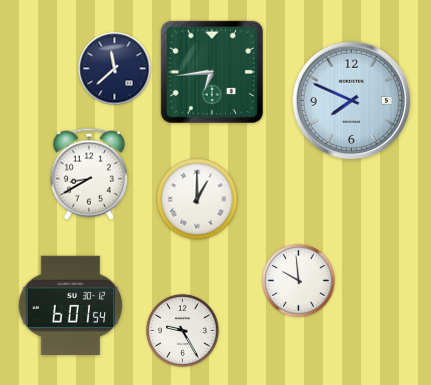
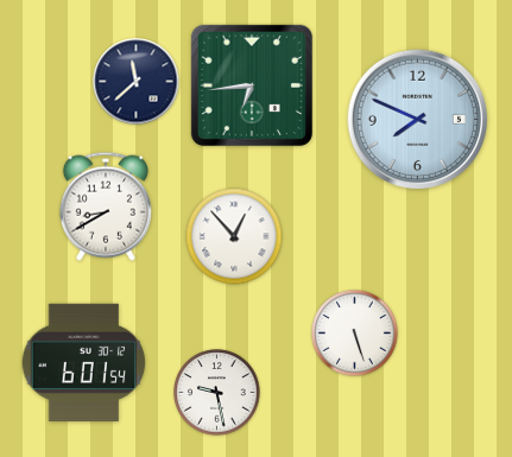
clock at (197, 199): 1:00 -> 12:53
clock at (299, 281): 9:59 -> 5:27
clock at (183, 331): 9:25 -> 9:28
